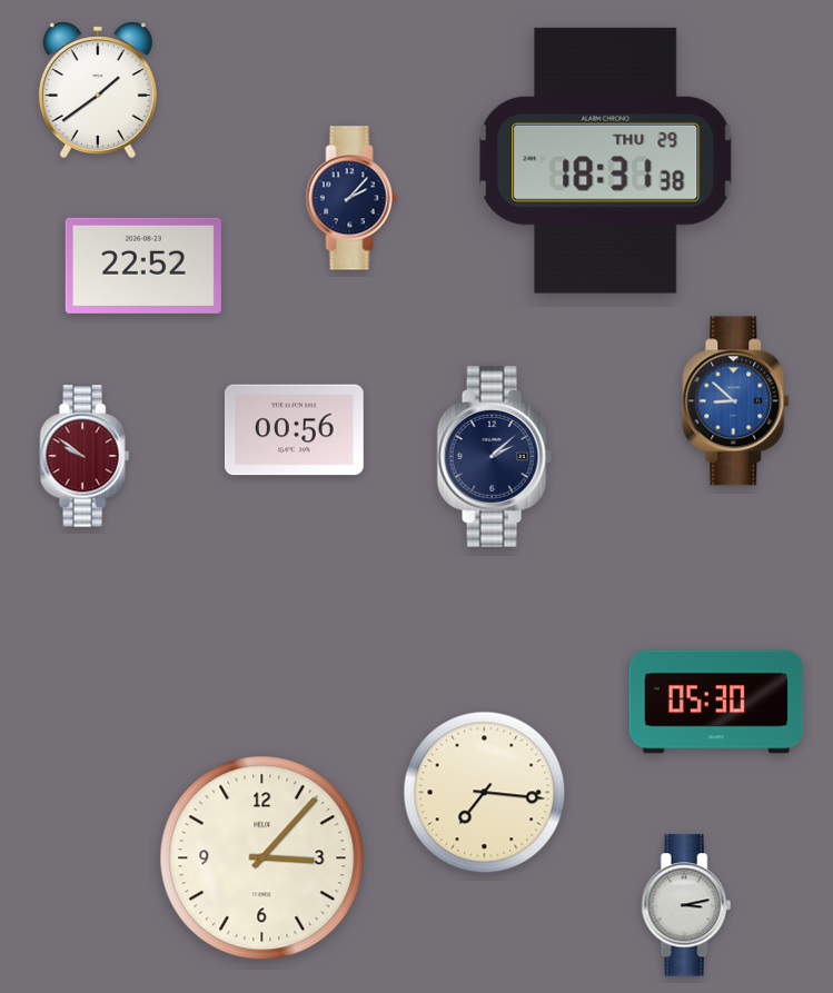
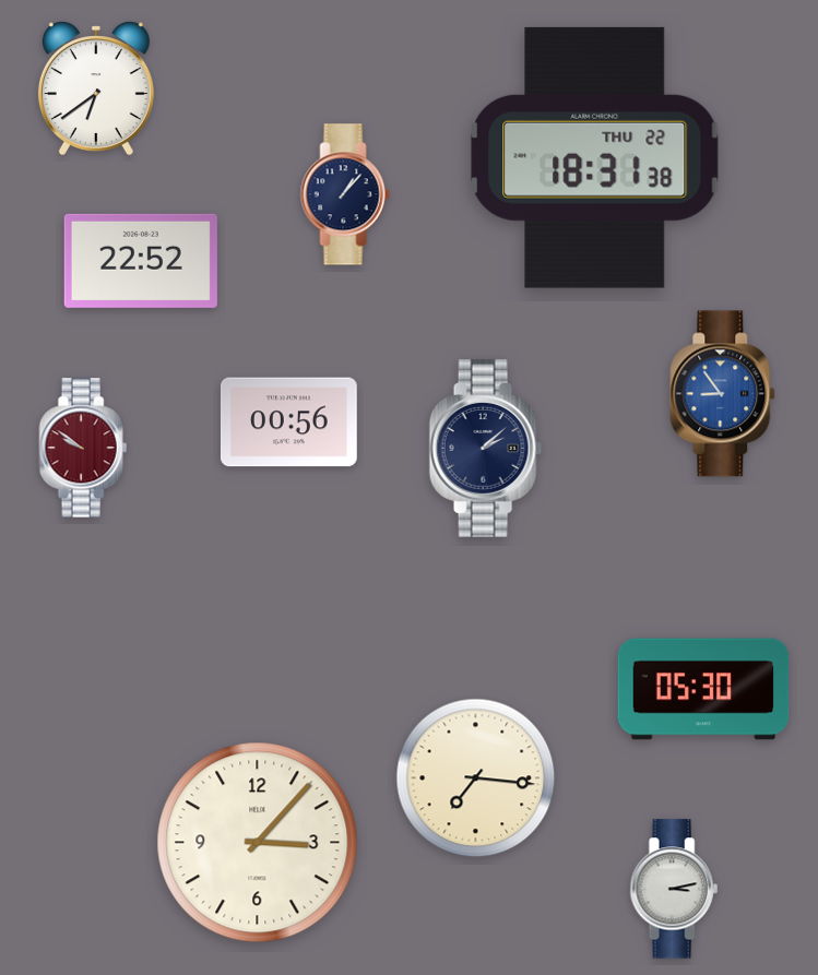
clock at (98, 90): 1:39 -> 6:39
clock at (606, 160) date: THU 29 -> THU 22
clock at (351, 198): 2:07 -> 1:07
clock at (736, 401): 8:52 -> 8:54
